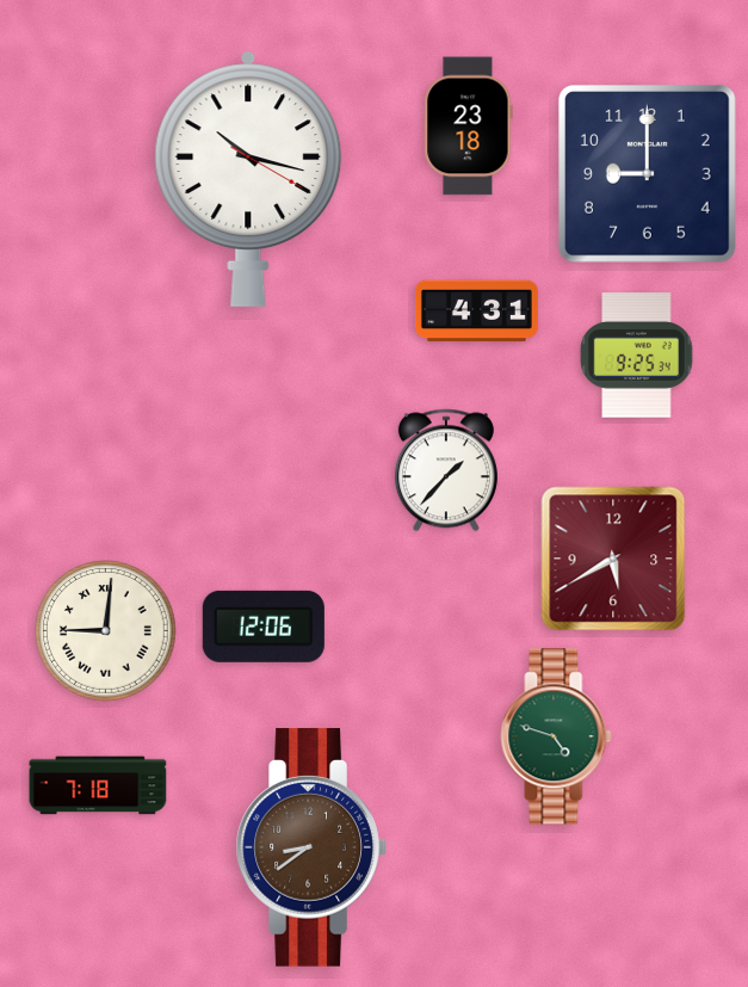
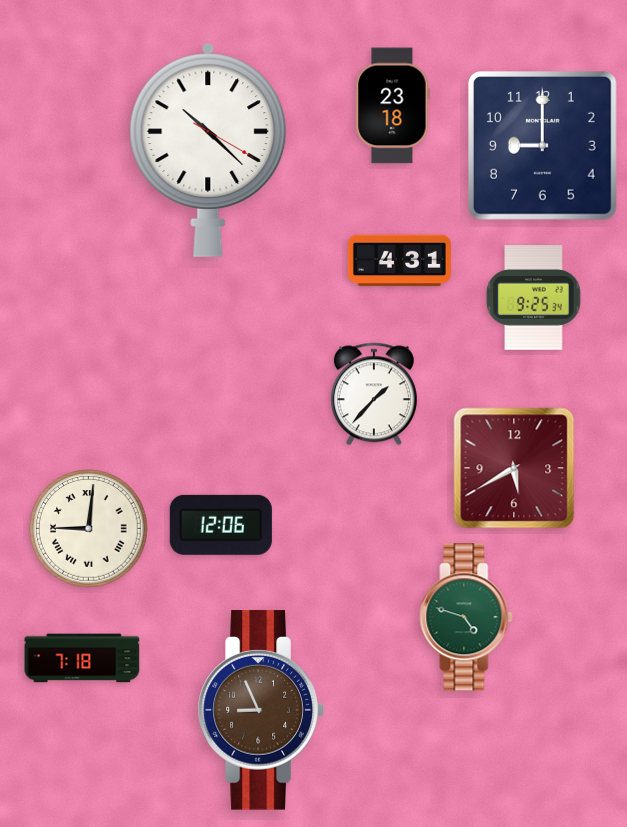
clock at (248, 179): 10:17 -> 10:22
clock at (311, 847): 8:39 -> 8:56
